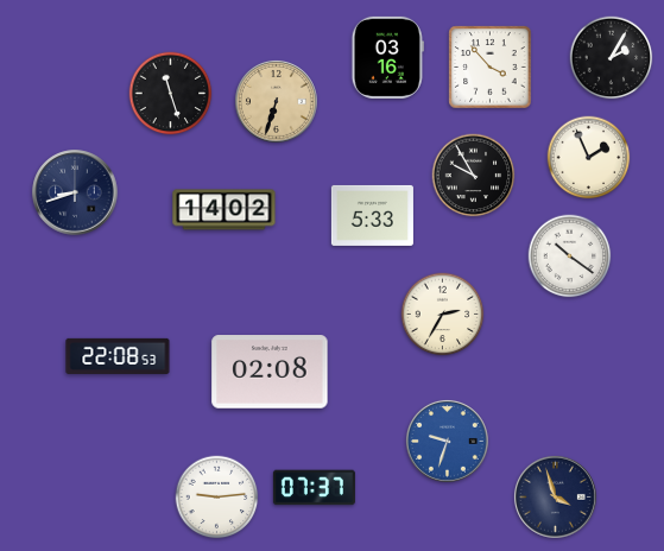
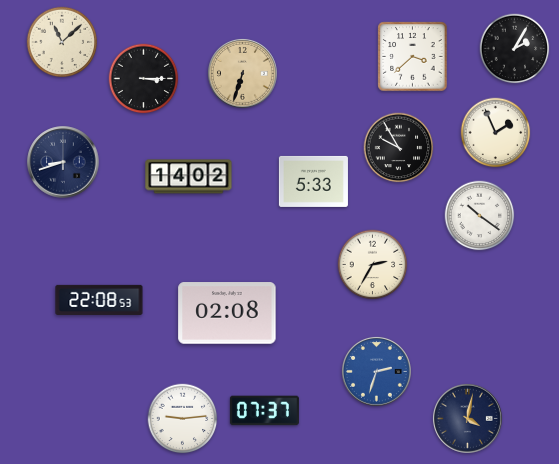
clock at (62, 42): none -> 11:08
clock at (387, 57): 03:16 -> none
clock at (491, 68): 3:53 -> 3:38
clock at (171, 94): 11:27 -> 3:15
clock at (277, 102) position: (277, 102) -> (243, 74)
clock at (448, 442): 9:33 -> 2:33
clock at (556, 498): 3:57 -> 4:02
